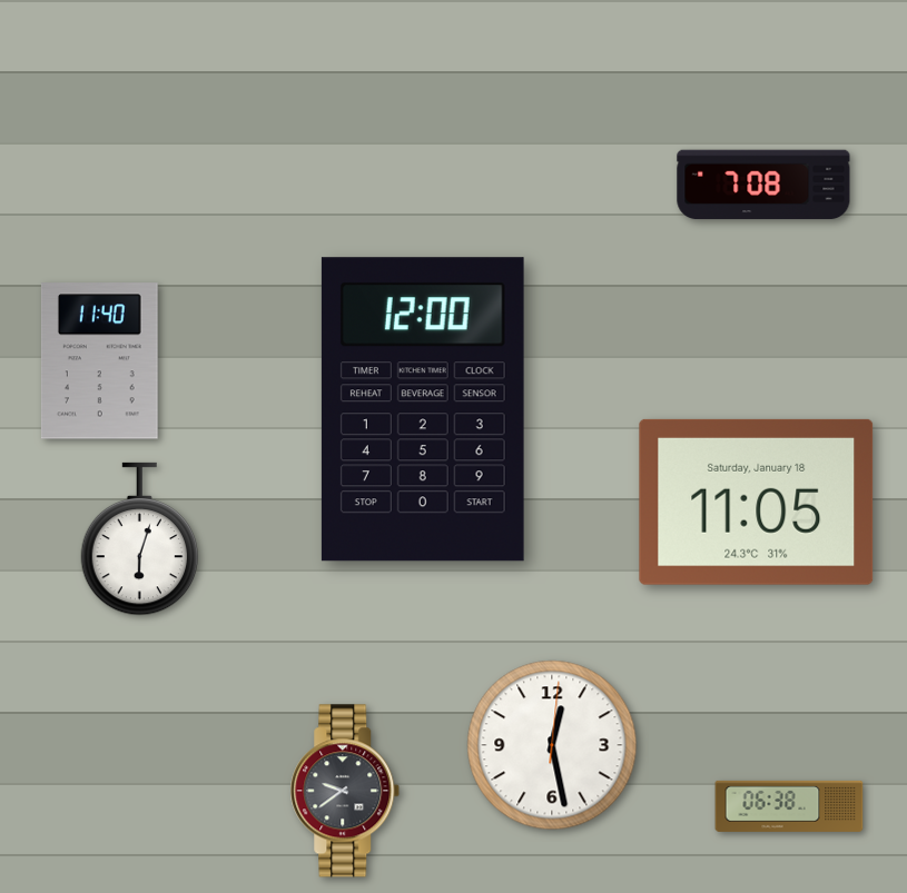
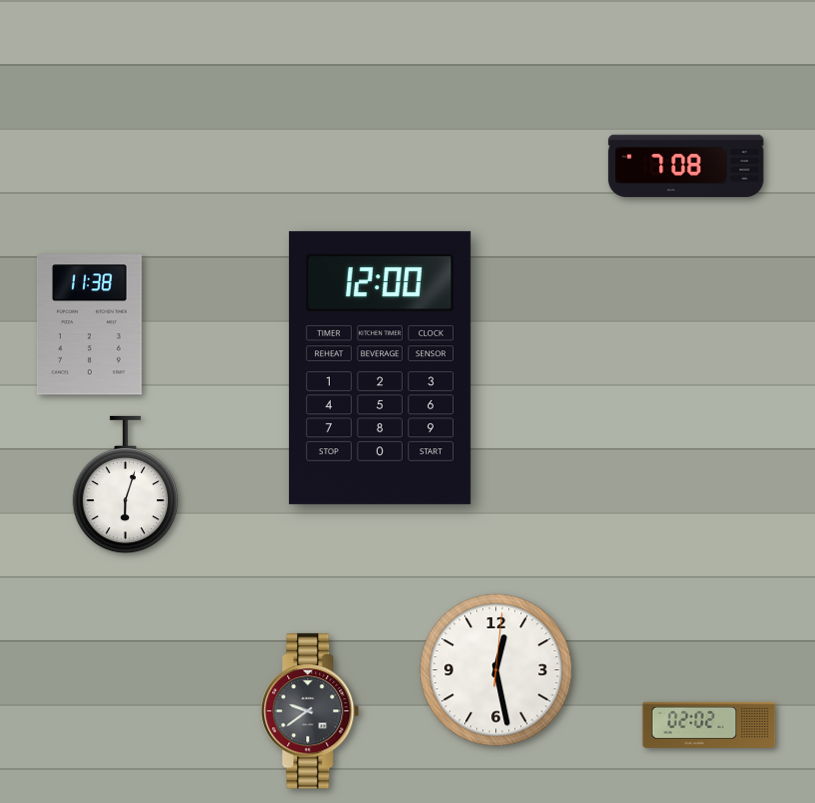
clock at (99, 361): 11:40 -> 11:38
clock at (757, 502): 11:05 -> none
clock at (789, 806): 06:38 -> 02:02
